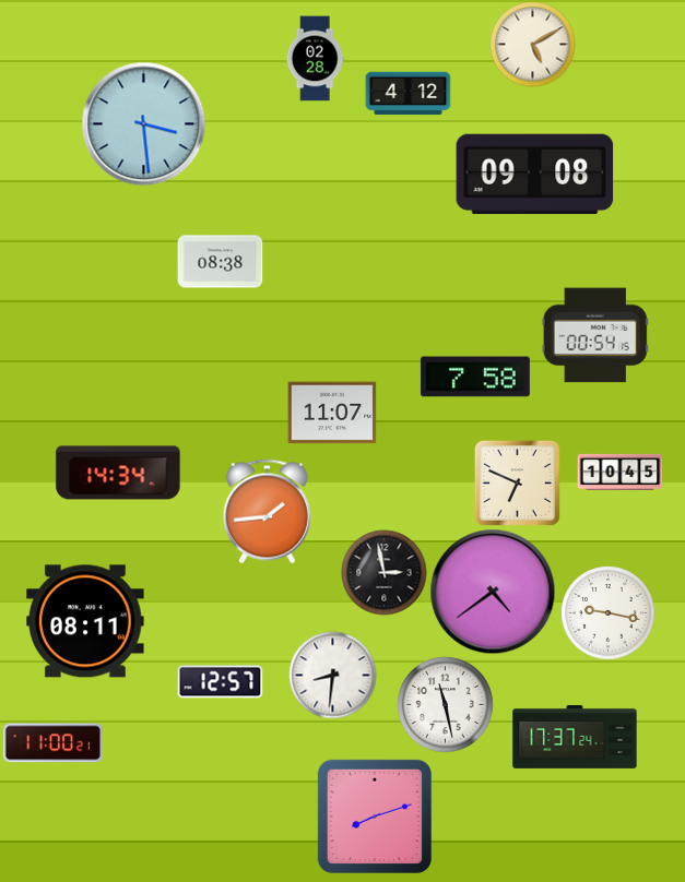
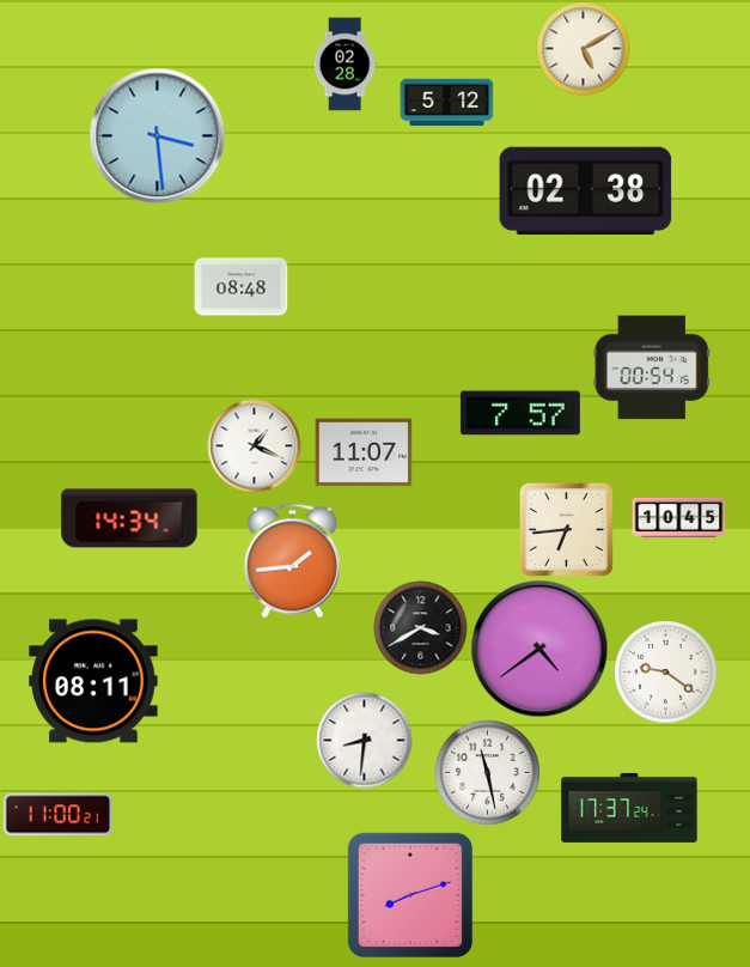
clock at (408, 94): 4:12 -> 5:12
clock at (535, 175): 09:08 -> 02:38
clock at (220, 262): 08:38 -> 08:48
clock at (475, 377): 7:58 -> 7:57
clock at (254, 445): none -> 1:19
clock at (517, 482): 6:49 -> 6:44
clock at (383, 572): 2:58 -> 3:40
clock at (607, 612): 9:17 -> 9:21
clock at (220, 682): 12:57 -> none
